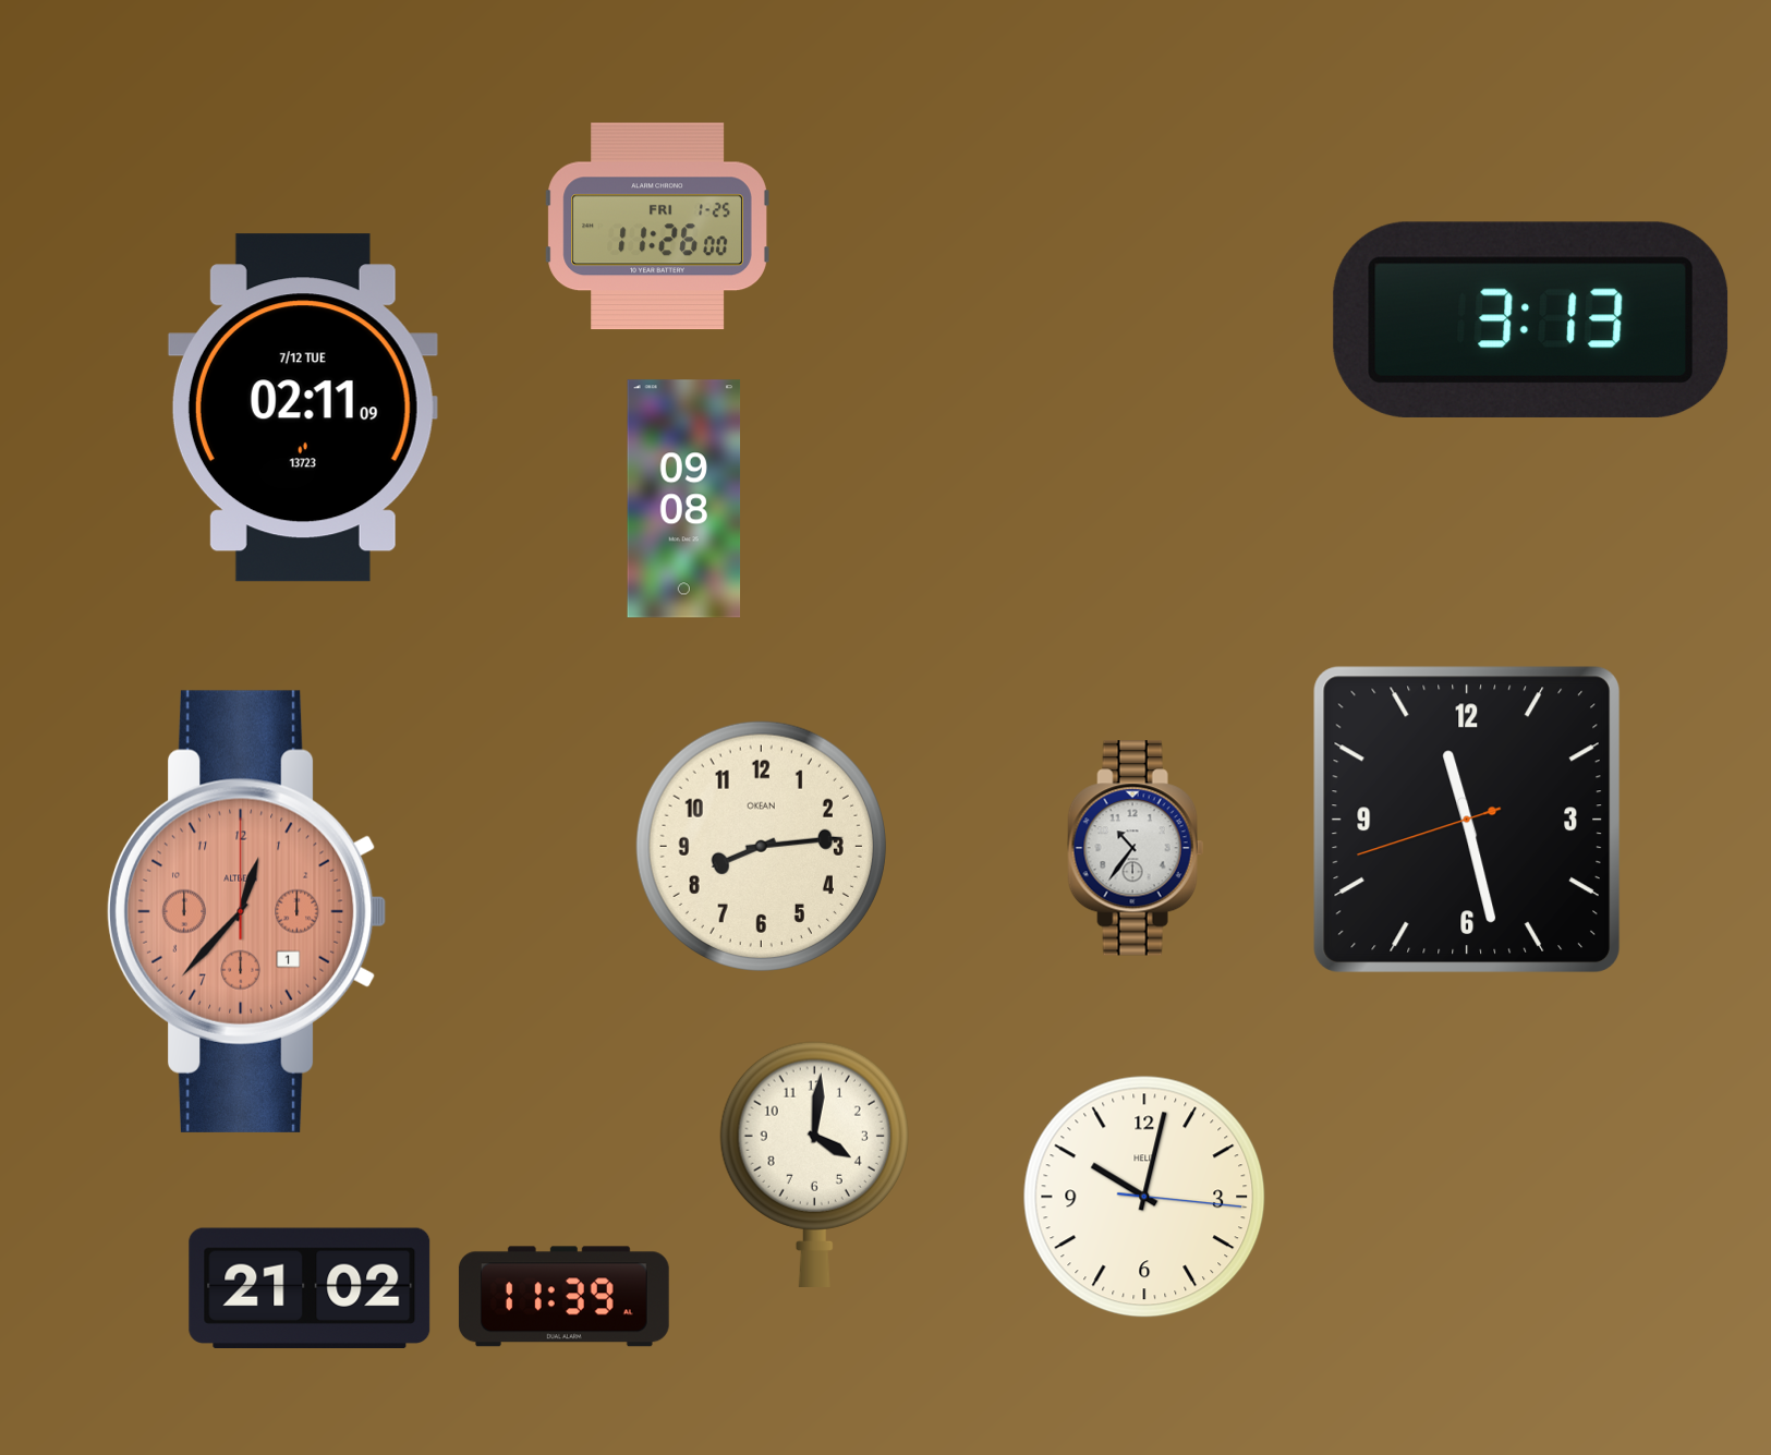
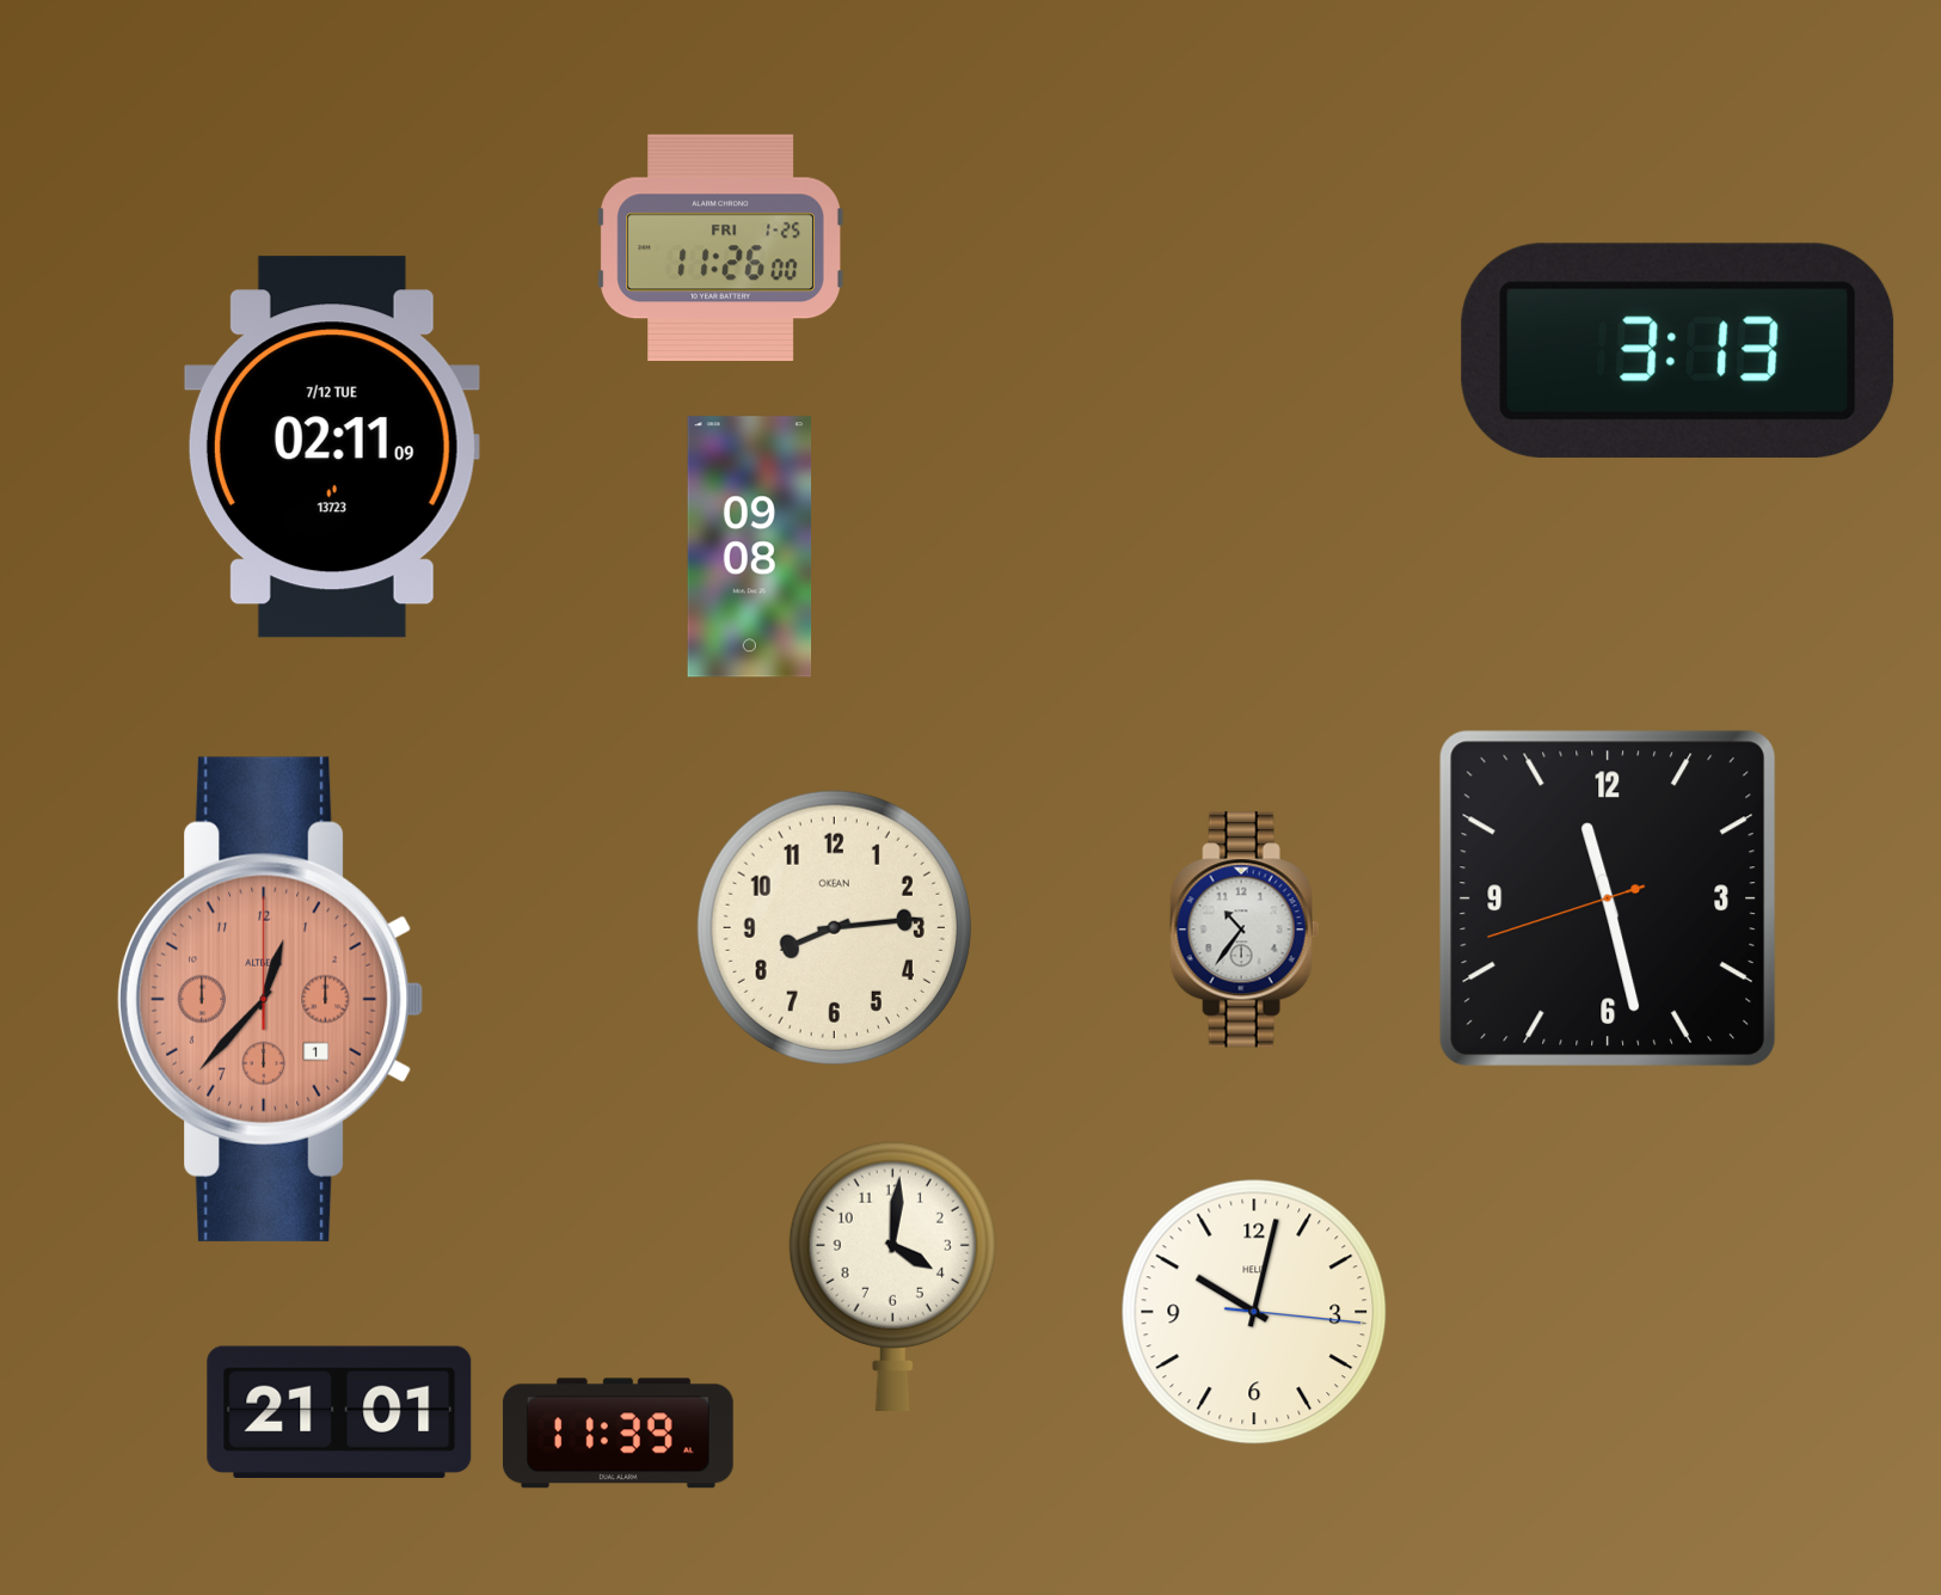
clock at (310, 1287): 21:02 -> 21:01
clock at (563, 1297) position: (563, 1297) -> (618, 1434)
